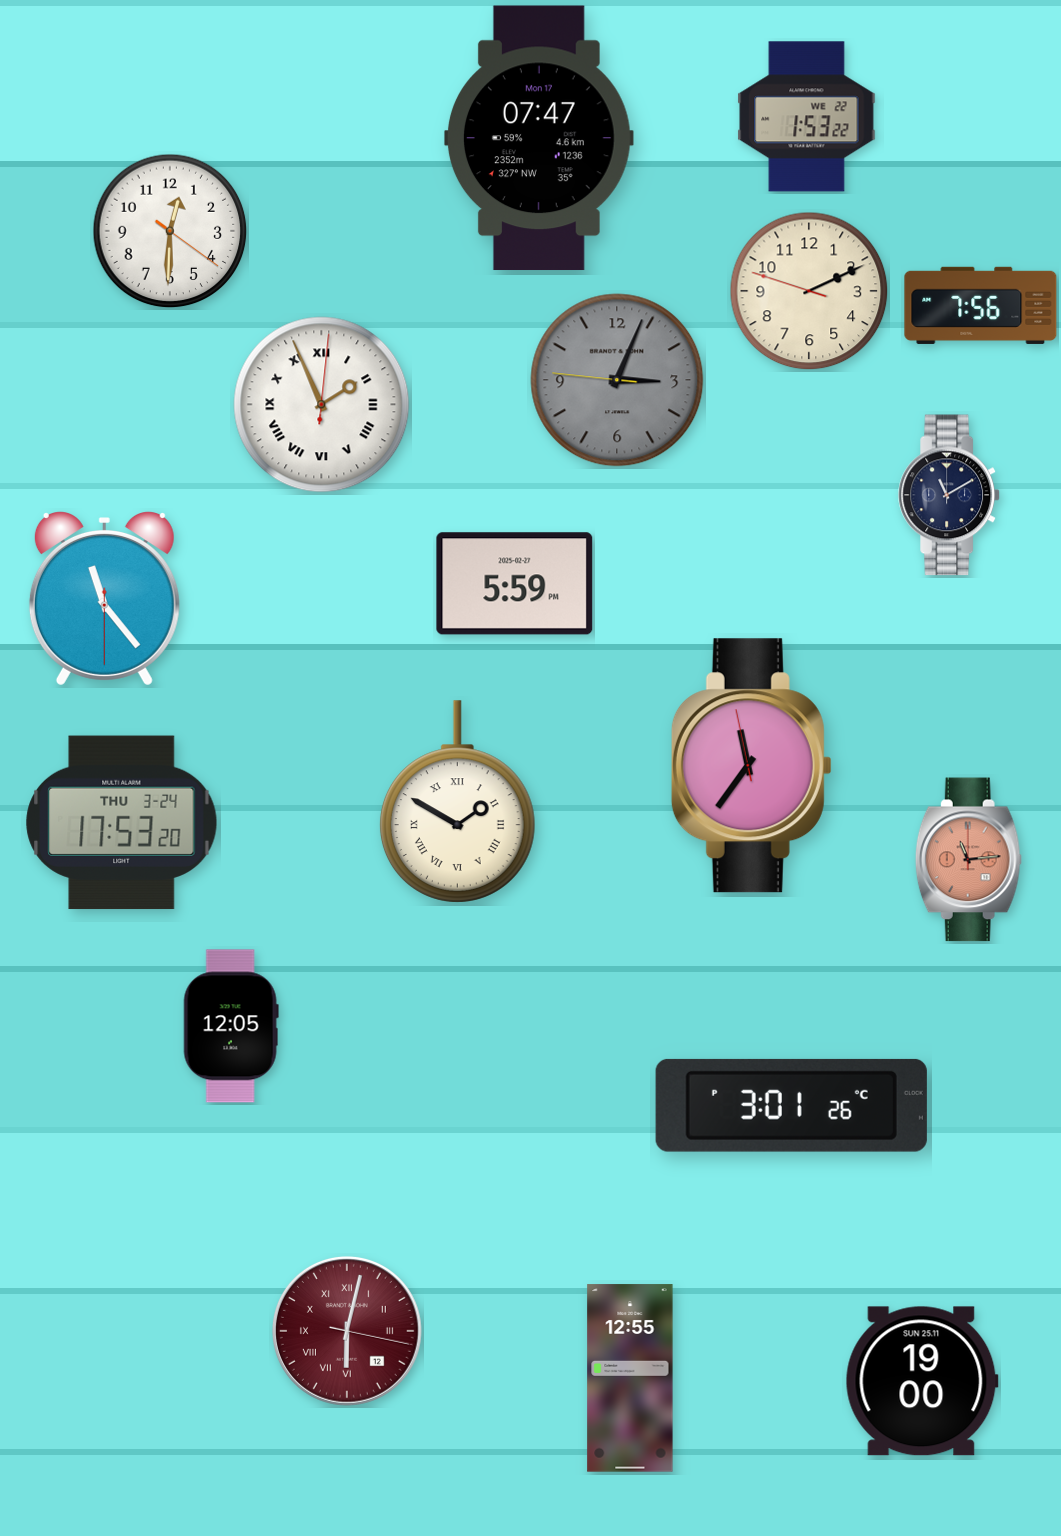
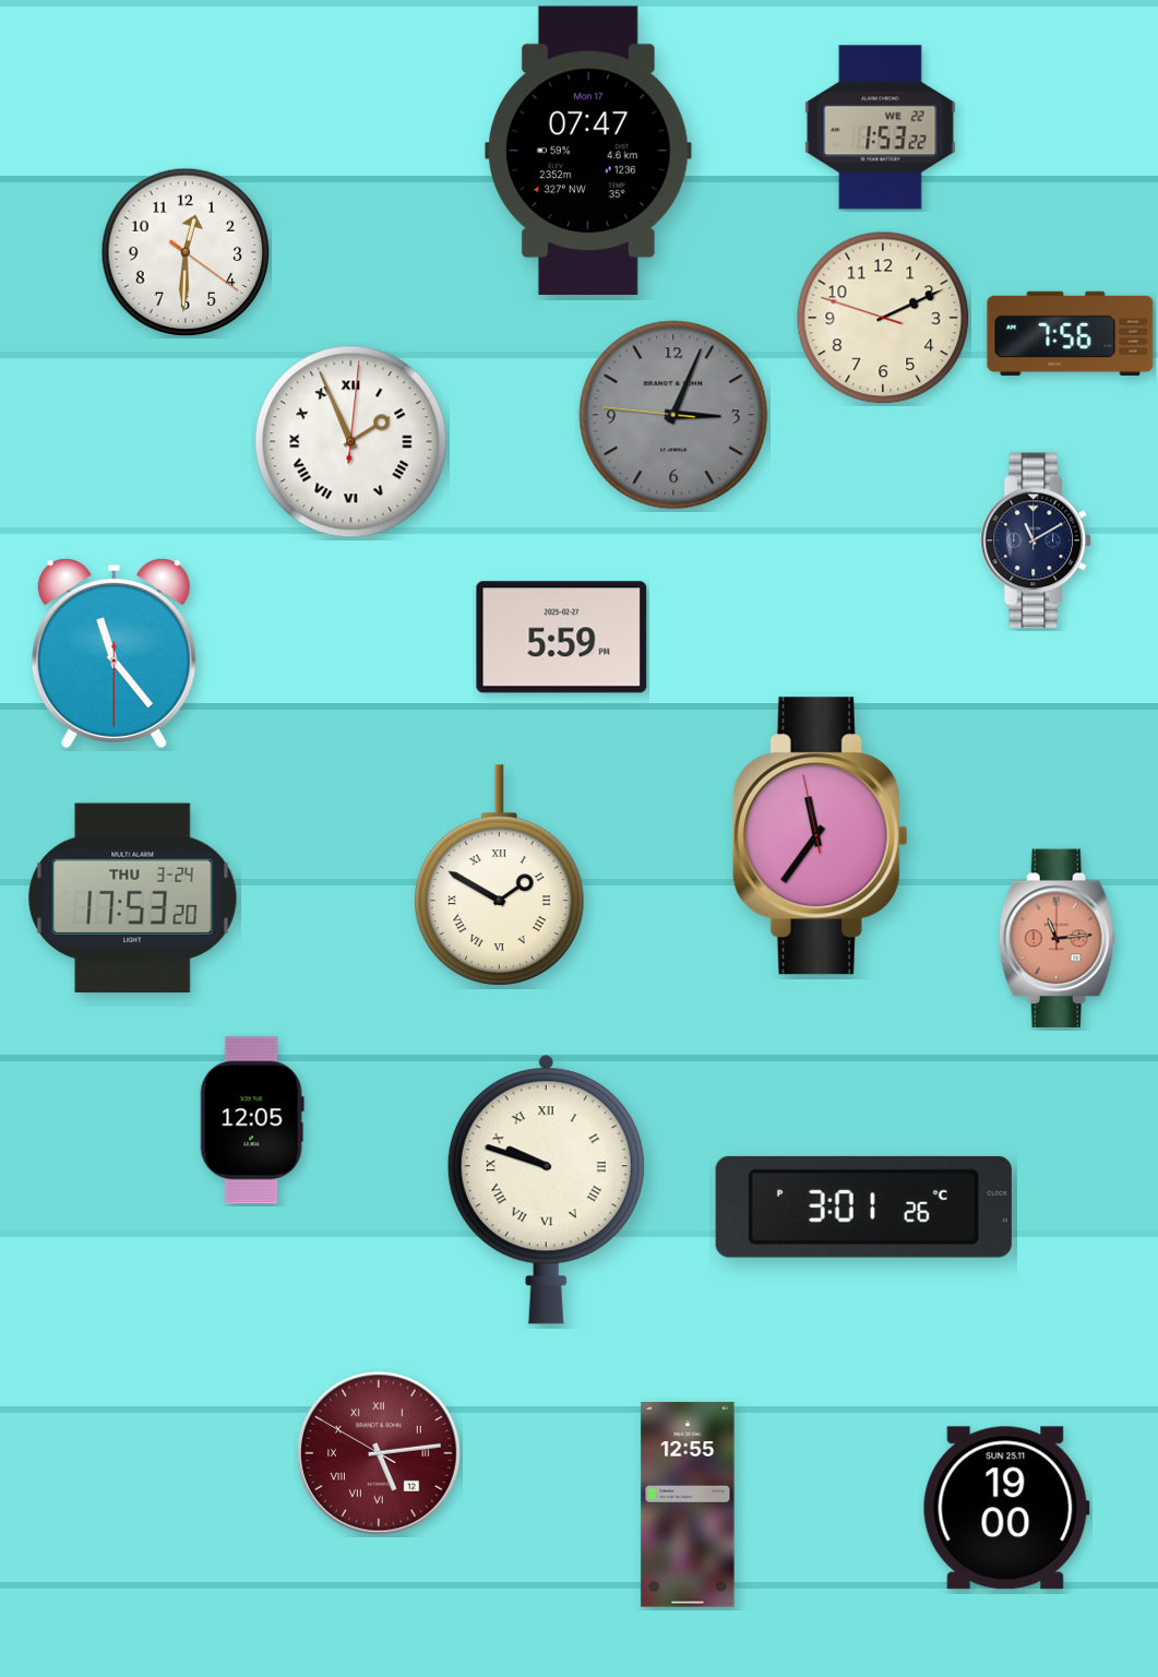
clock at (546, 1189): none -> 9:48
clock at (347, 1331): 6:02 -> 5:13
